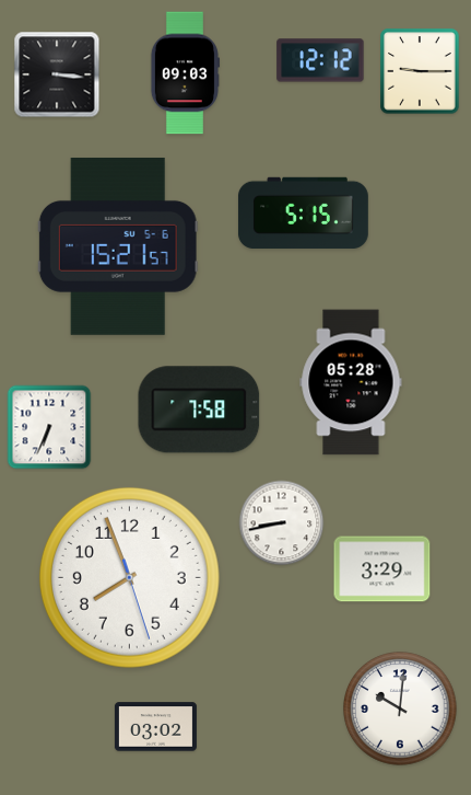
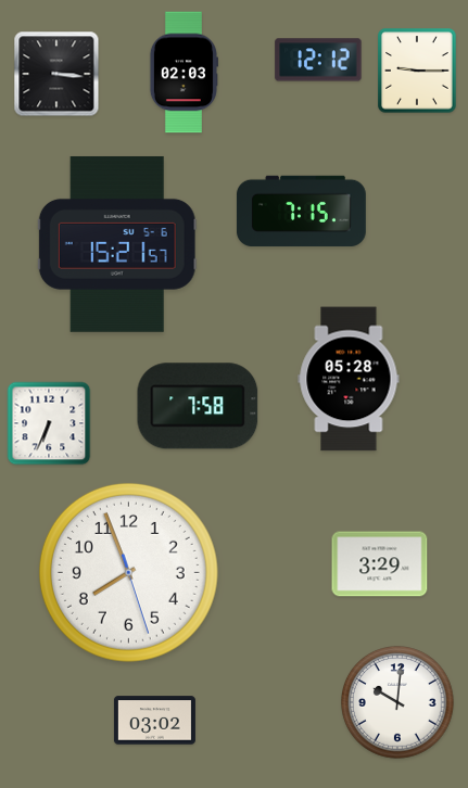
clock at (185, 73): 09:03 -> 02:03
clock at (304, 214): 5:15 -> 7:15
clock at (282, 523): 8:43 -> none
